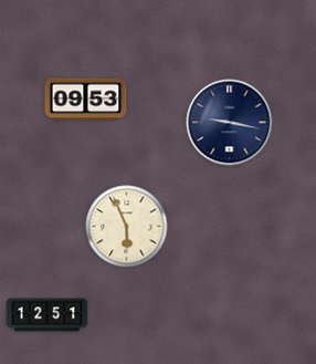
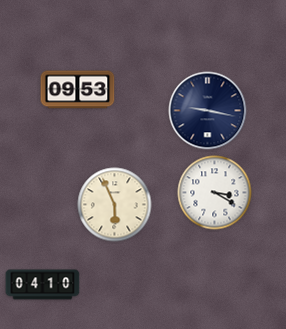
clock at (215, 193): none -> 3:20
clock at (48, 315): 12:51 -> 04:10
